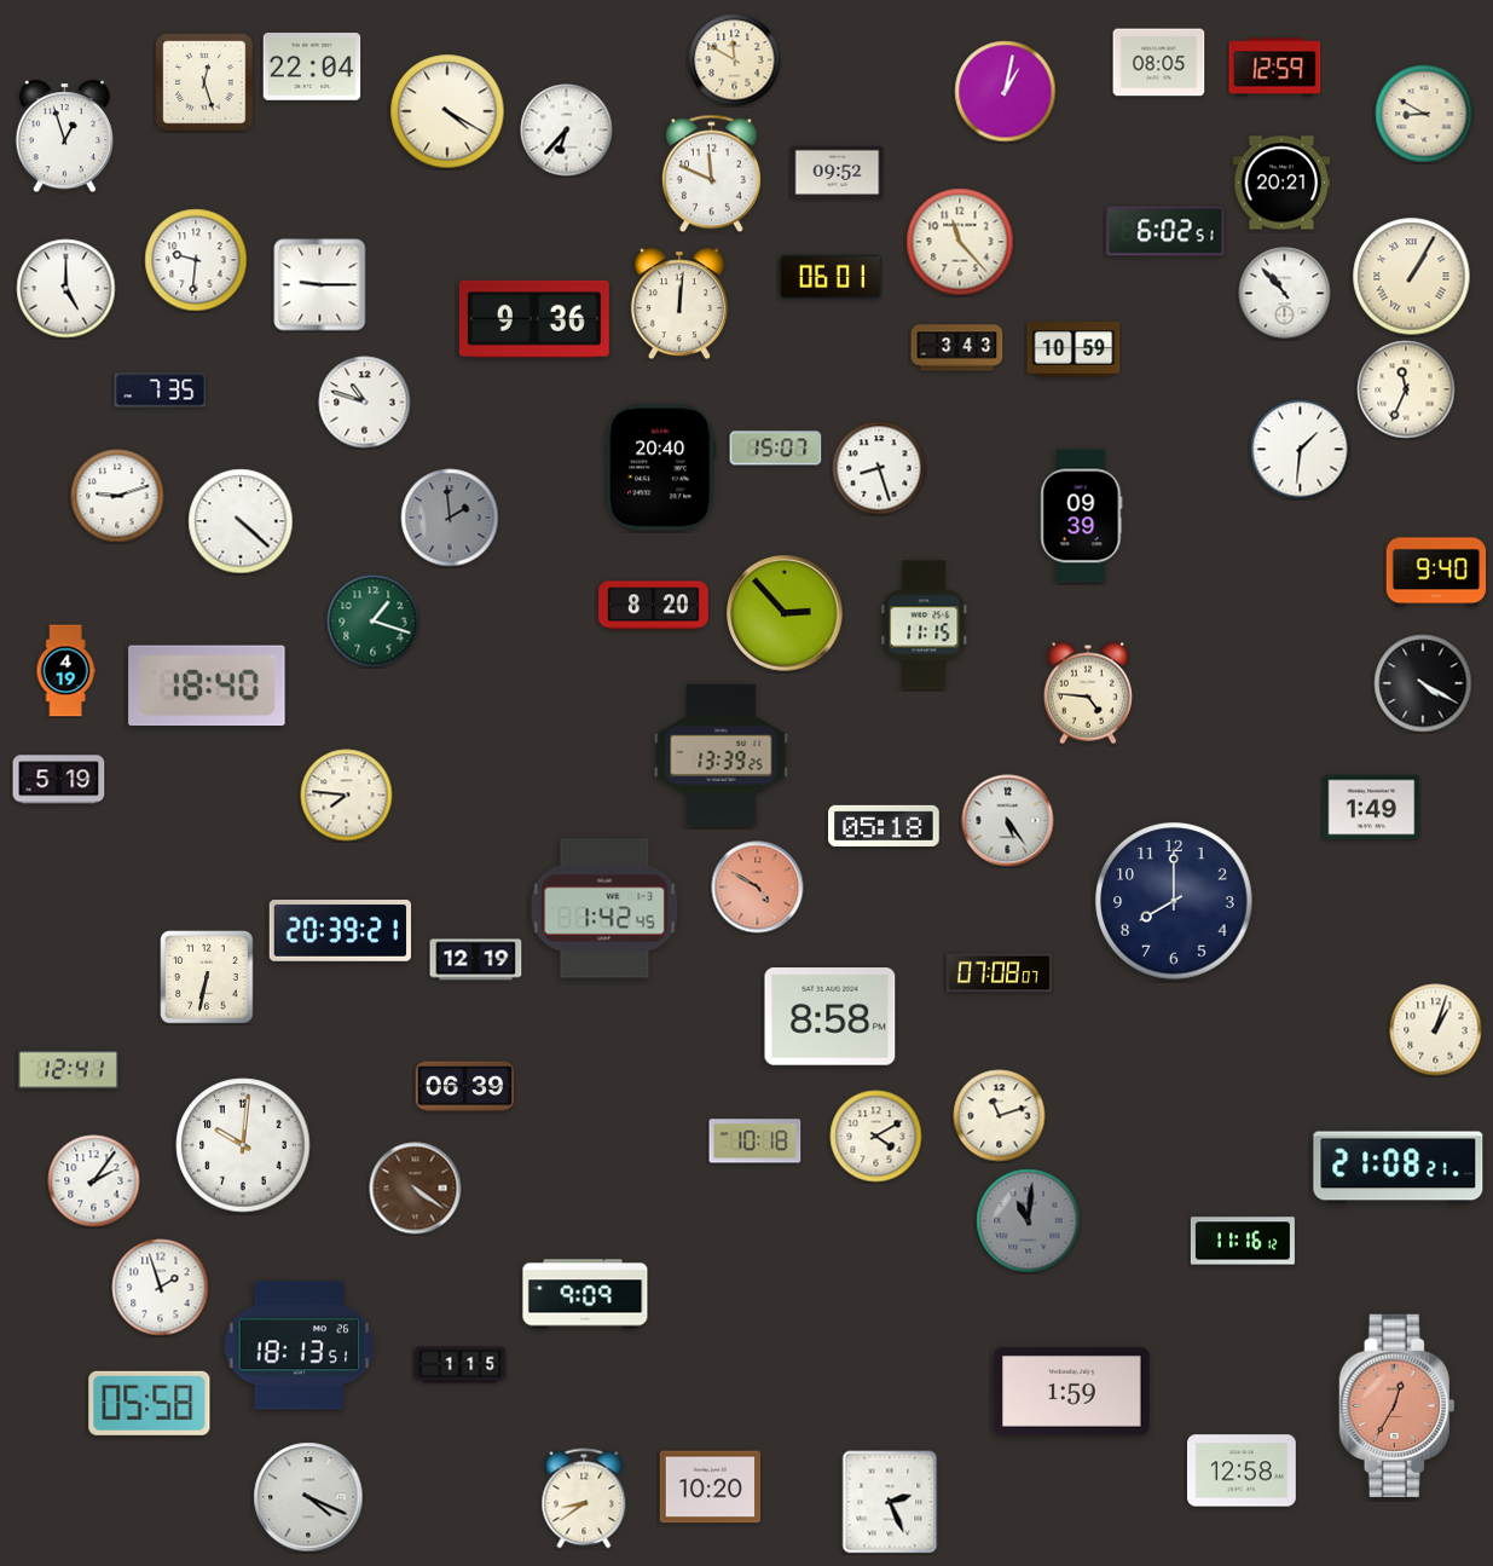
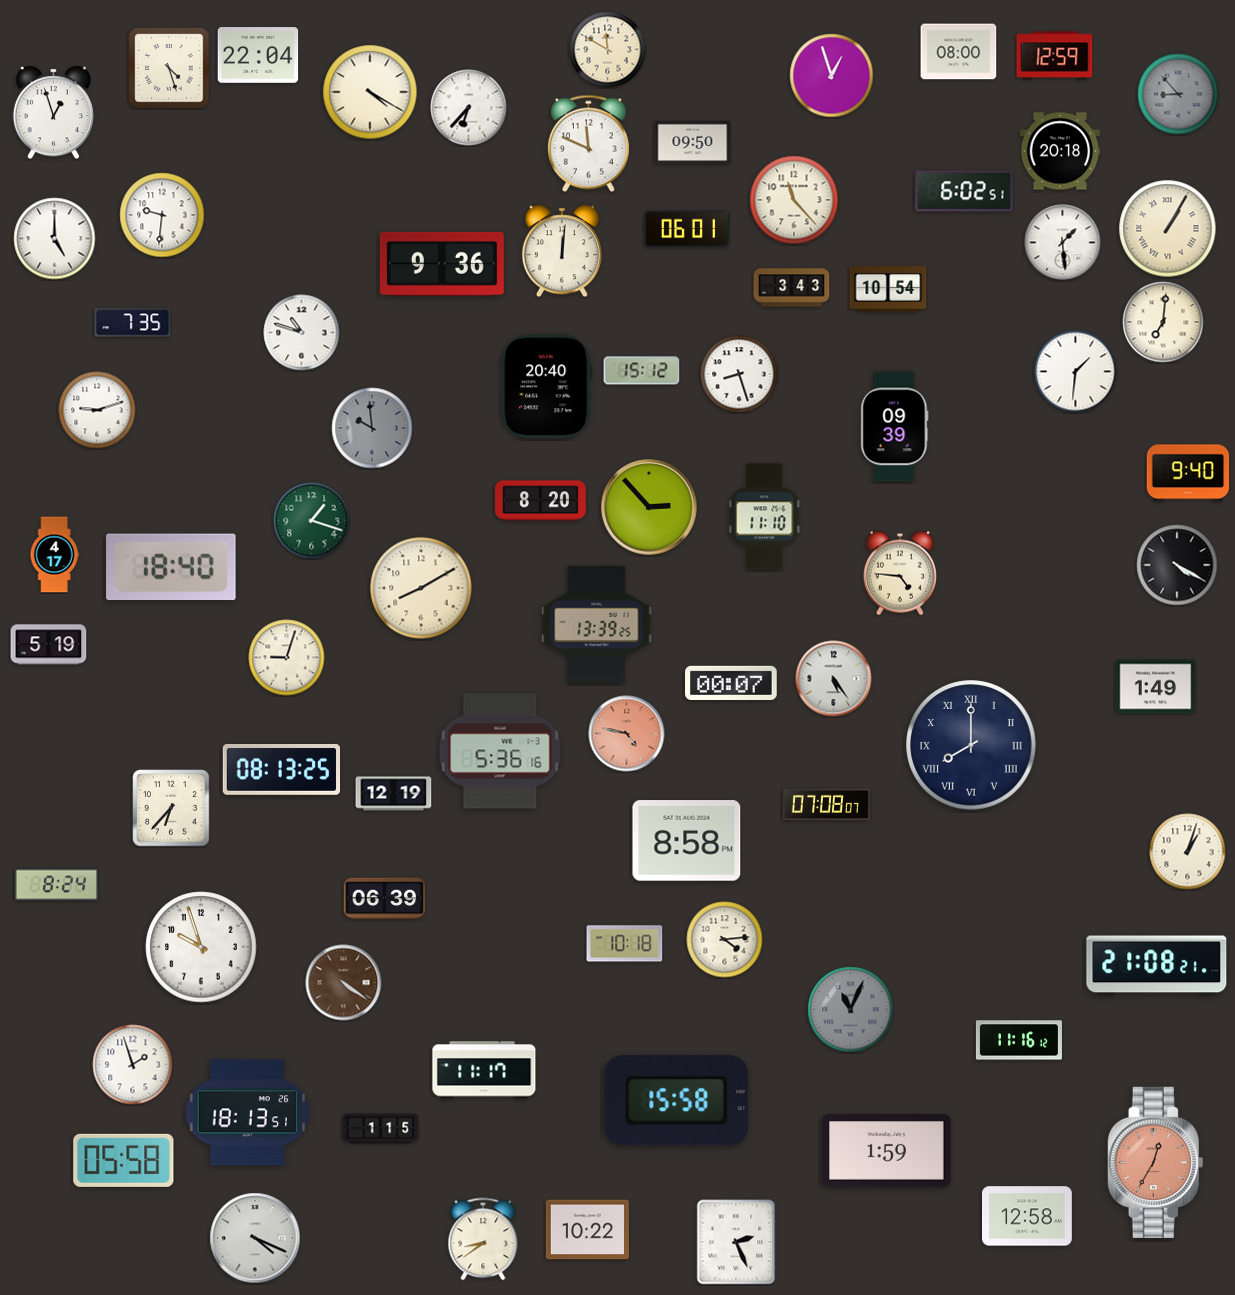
clock at (1159, 63): 08:05 -> 08:00
clock at (204, 82): 12:27 -> 4:27
clock at (1006, 92): 1:02 -> 12:57
clock at (1424, 114): 8:50 -> 8:53
clock at (1424, 114) dial: cream -> grey
clock at (838, 173): 09:52 -> 09:50
clock at (1281, 183): 20:21 -> 20:18
clock at (320, 285): 9:15 -> none
clock at (1285, 294): 10:53 -> 1:29
clock at (1074, 349): 10:59 -> 10:54
clock at (1406, 389): 11:34 -> 7:01
clock at (776, 449): 15:07 -> 15:12
clock at (879, 468) position: (879, 468) -> (739, 374)
clock at (450, 518): 1:59 -> 9:59
clock at (241, 521): 4:22 -> none
clock at (374, 622) position: (374, 622) -> (312, 521)
clock at (925, 625): 11:15 -> 11:10
clock at (65, 671): 4:19 -> 4:17
clock at (421, 588): none -> 8:10
clock at (347, 796): 7:46 -> 9:03
clock at (1372, 808) position: (1372, 808) -> (1156, 687)
clock at (884, 826): 05:18 -> 00:07
clock at (758, 888): 4:50 -> 4:47
clock at (1174, 901) numerals: Arabic -> Roman
clock at (604, 908): 1:42 -> 5:36
clock at (341, 931): 20:39 -> 08:13
clock at (207, 977): 6:32 -> 6:37
clock at (69, 1070): 12:41 -> 8:24
clock at (1000, 1116): 11:12 -> none
clock at (876, 1137): 4:10 -> 4:14
clock at (243, 1145): 10:01 -> 9:57
clock at (94, 1181): 2:06 -> none
clock at (1029, 1221): 11:01 -> 11:04
clock at (1243, 1241) position: (1243, 1241) -> (1019, 1040)
clock at (585, 1294): 9:09 -> 11:17
clock at (677, 1101): none -> 15:58
clock at (710, 1487): 10:20 -> 10:22
